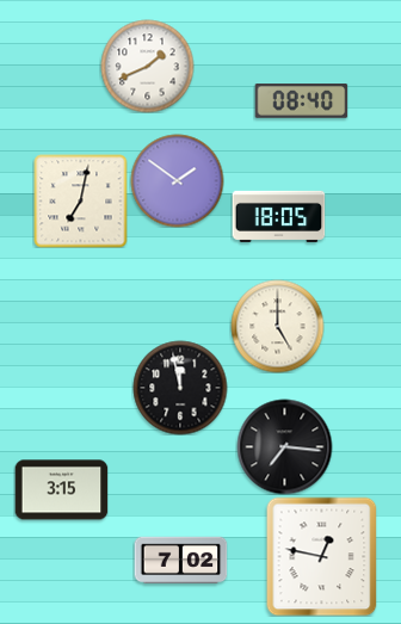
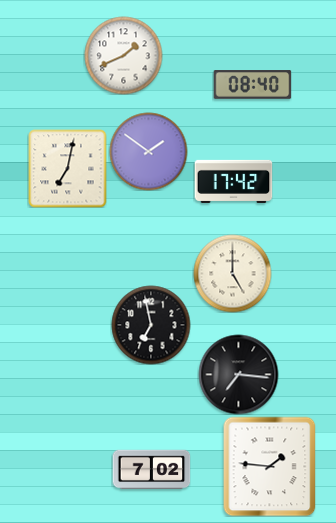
clock at (278, 216): 18:05 -> 17:42
clock at (180, 388): 11:58 -> 6:58
clock at (61, 490): 3:15 -> none
clock at (322, 556): 12:47 -> 1:46
